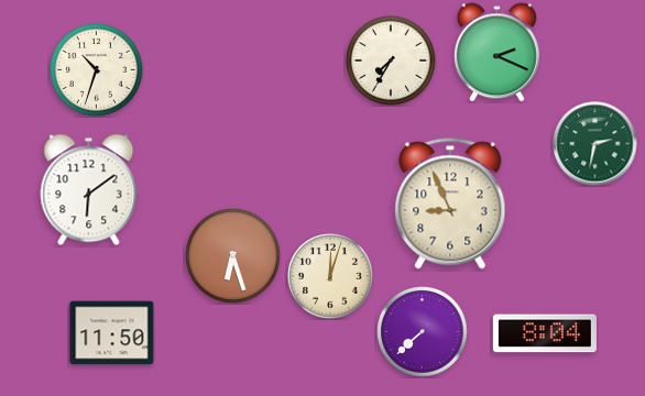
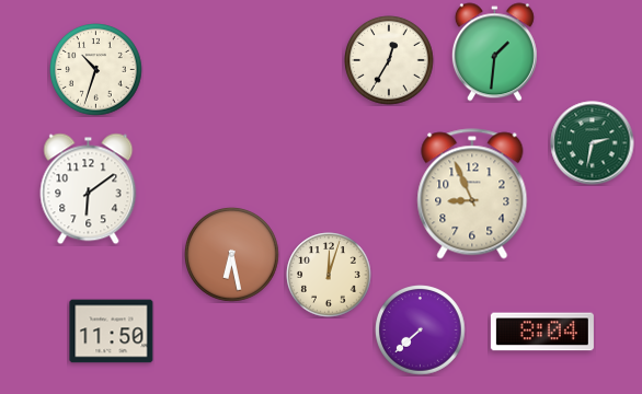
clock at (496, 53): 2:19 -> 1:31
clock at (391, 61): 7:35 -> 12:35
clock at (450, 204) position: (450, 204) -> (472, 194)
clock at (233, 256): 6:27 -> 6:28
